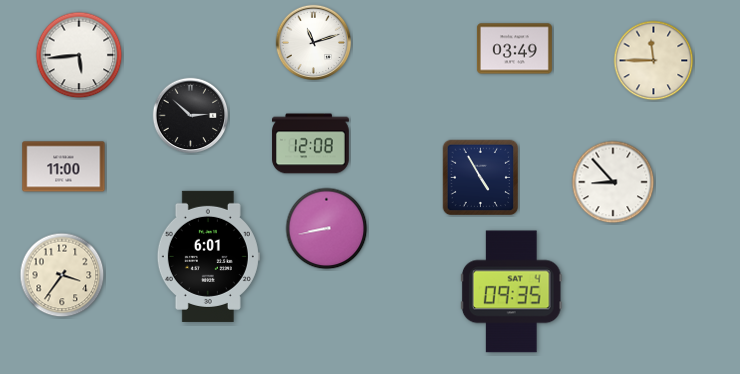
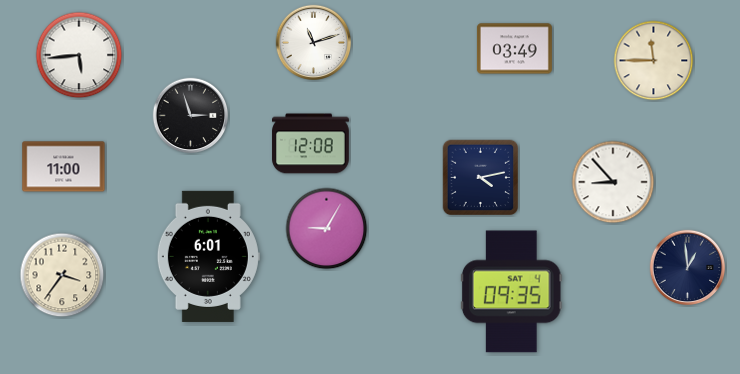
clock at (191, 116): 2:52 -> 2:57
clock at (481, 178): 4:55 -> 4:13
clock at (327, 229): 8:43 -> 9:05
clock at (688, 268): none -> 12:59
